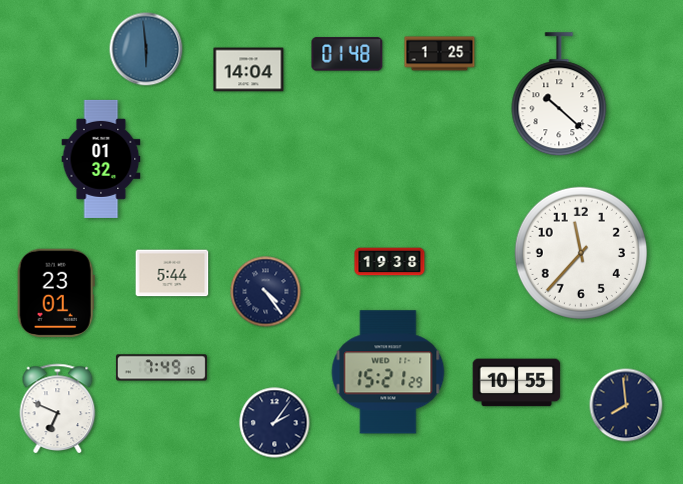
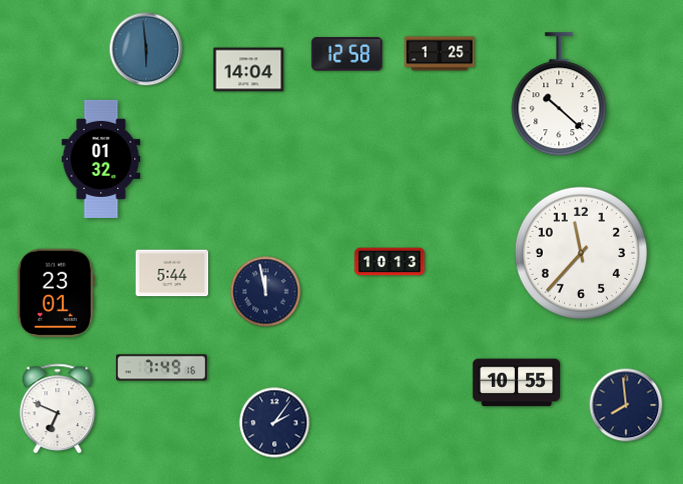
clock at (347, 54): 01:48 -> 12:58
clock at (390, 262): 19:38 -> 10:13
clock at (266, 292): 4:24 -> 11:58
clock at (388, 372): 15:21 -> none
